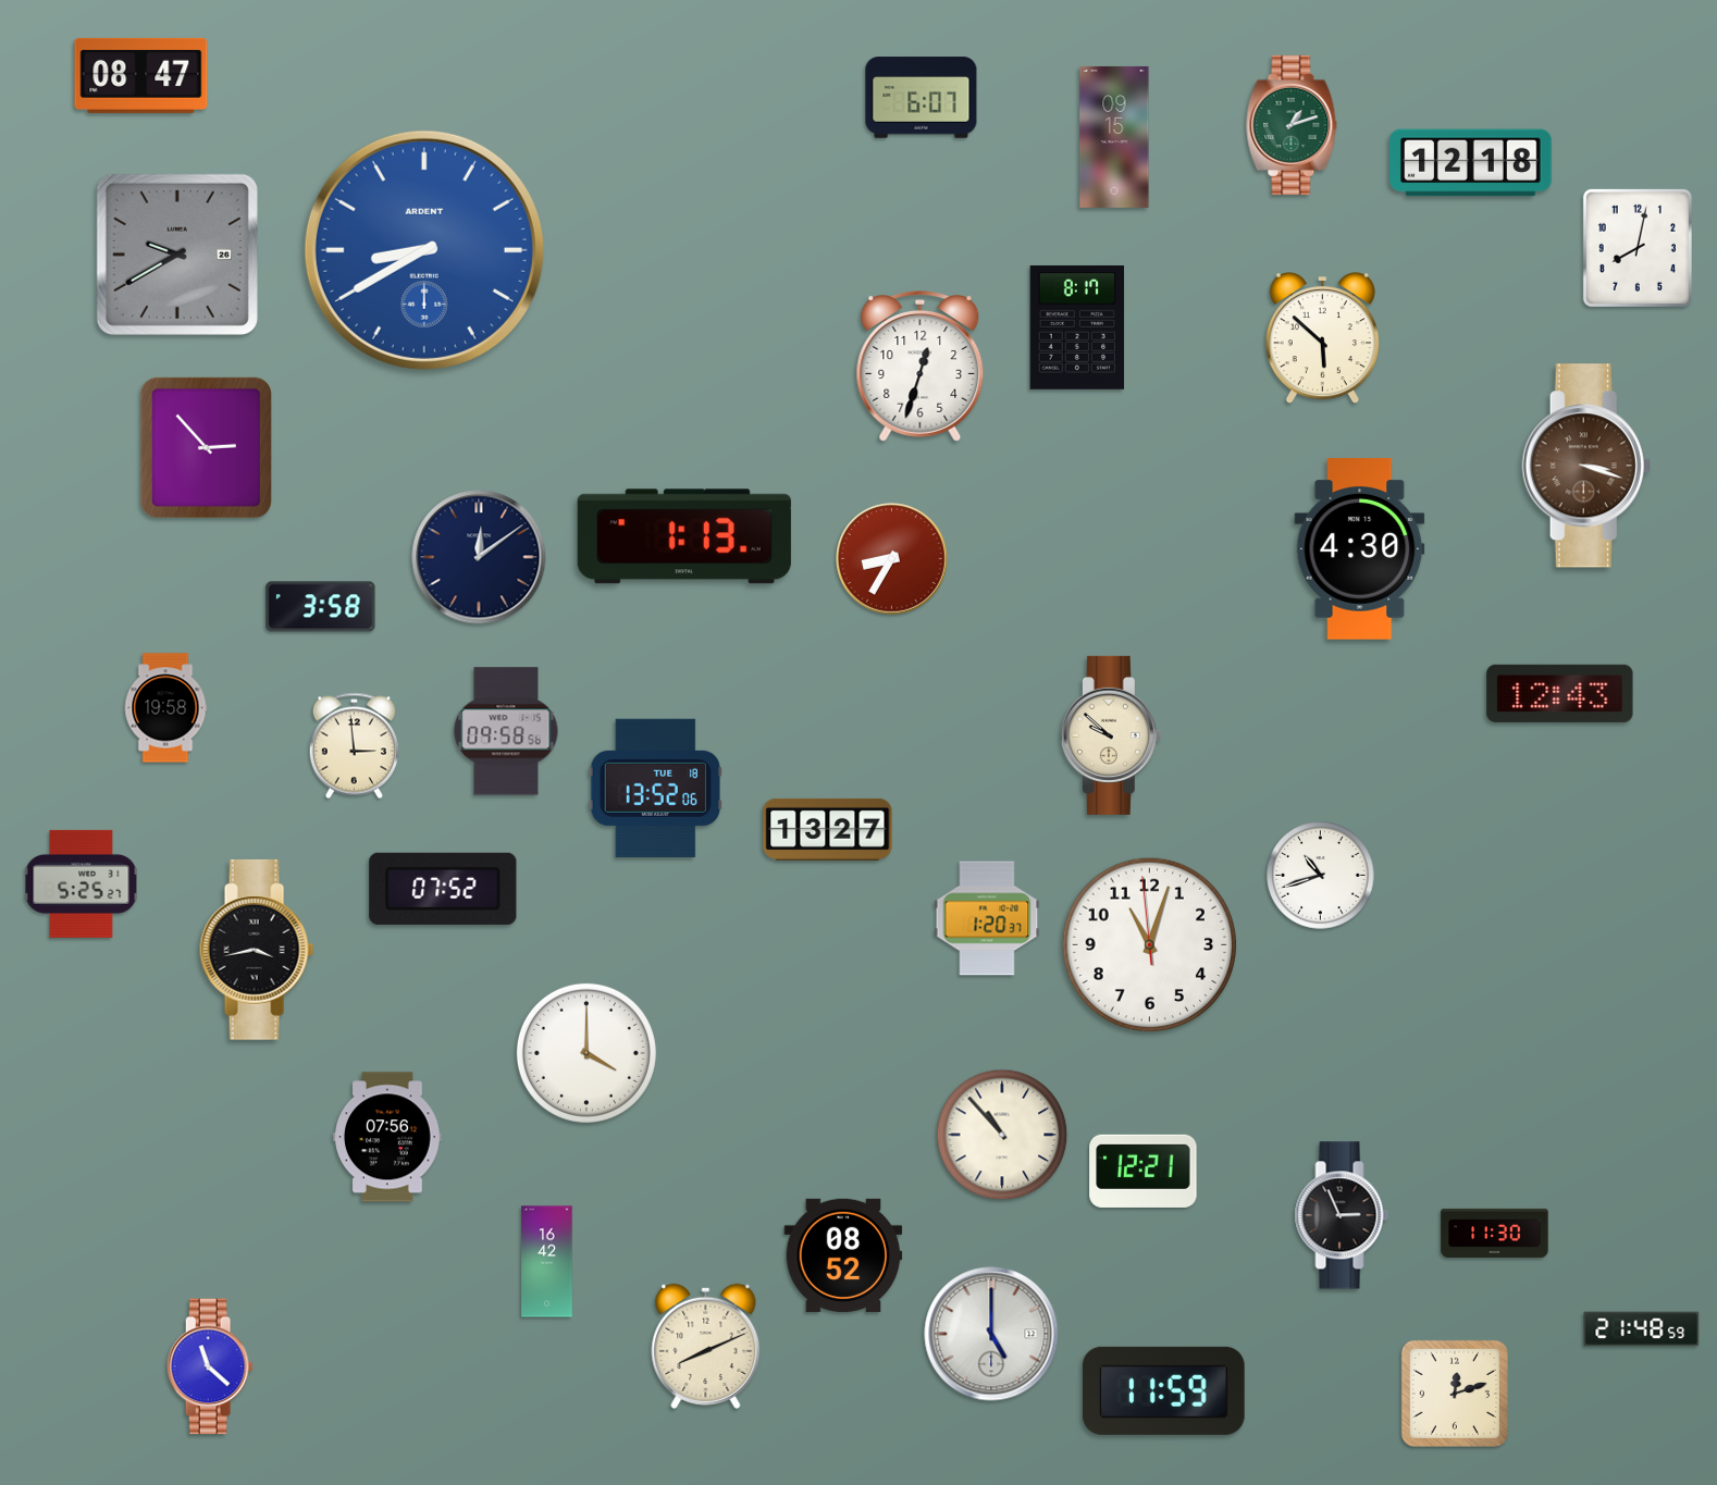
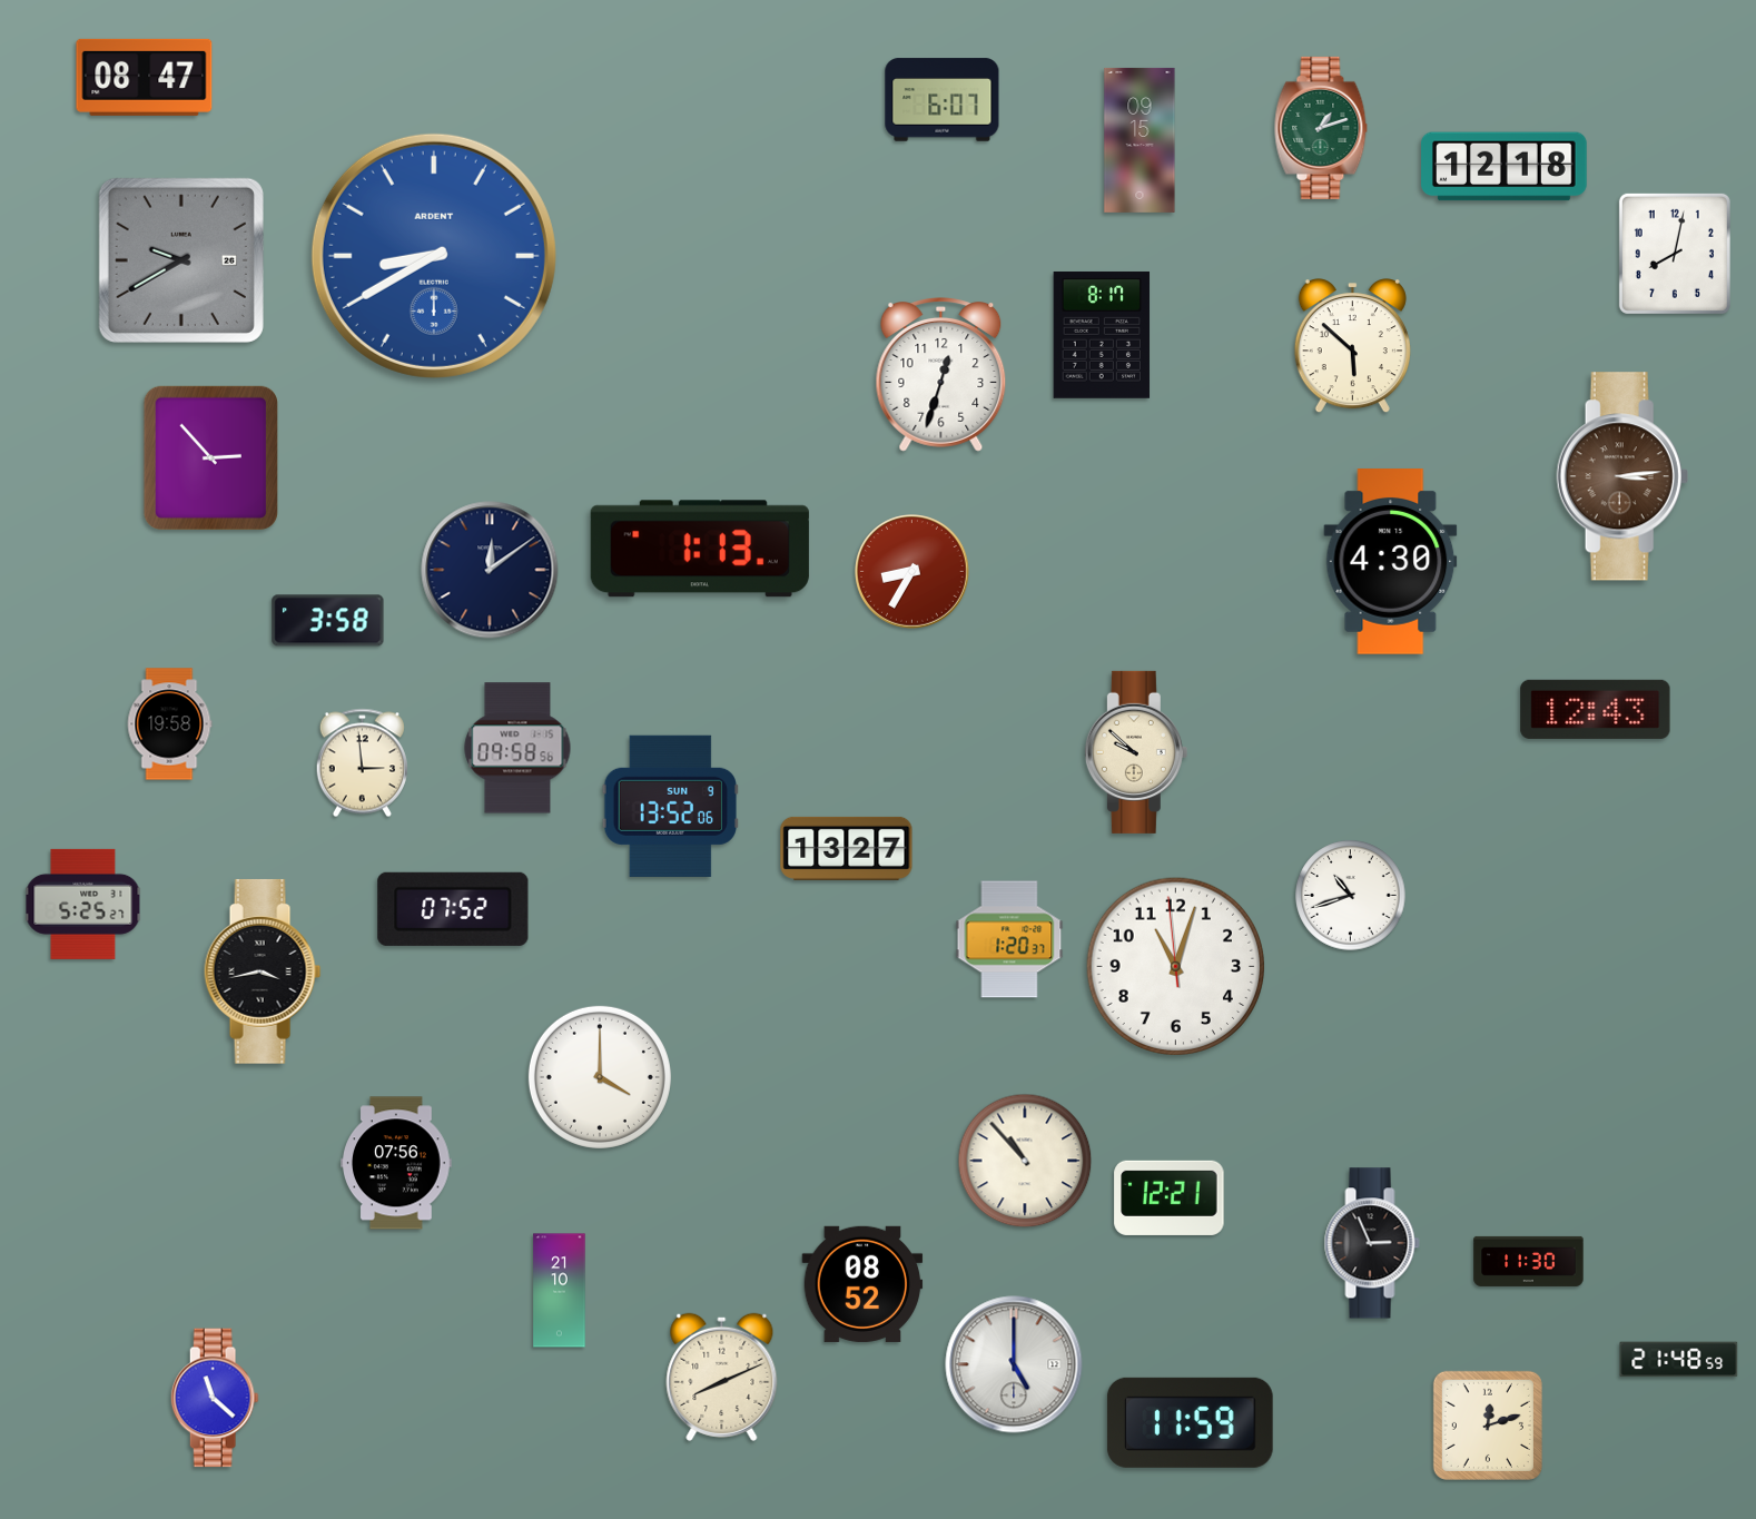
clock at (1586, 466): 3:18 -> 3:14
clock at (655, 788) date: TUE 18 -> SUN 9
clock at (547, 1262): 16:42 -> 21:10
